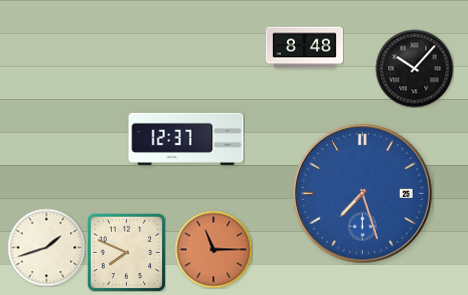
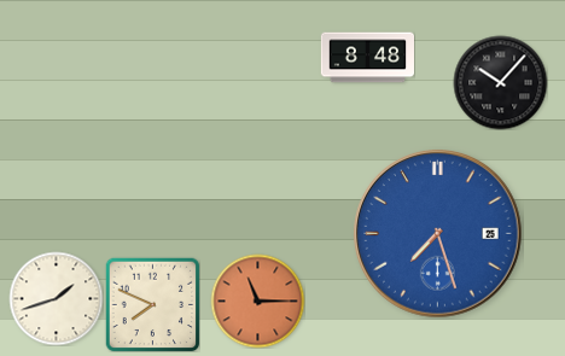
clock at (186, 139): 12:37 -> none
